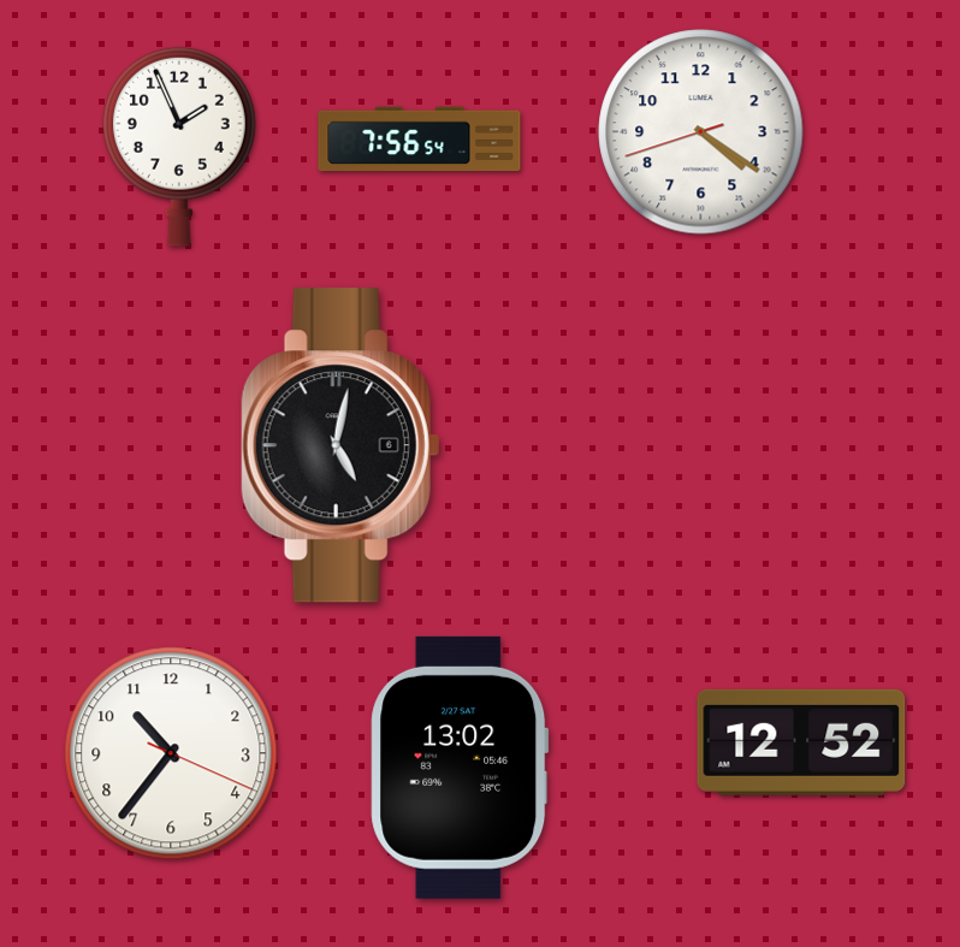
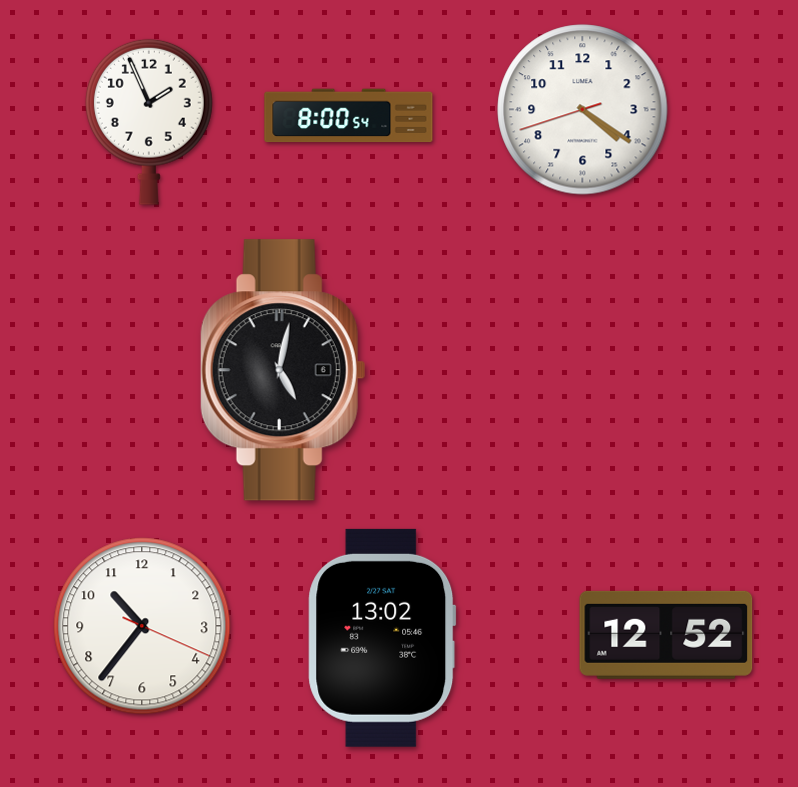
clock at (420, 140): 7:56 -> 8:00
clock at (801, 742) position: (801, 742) -> (666, 635)
